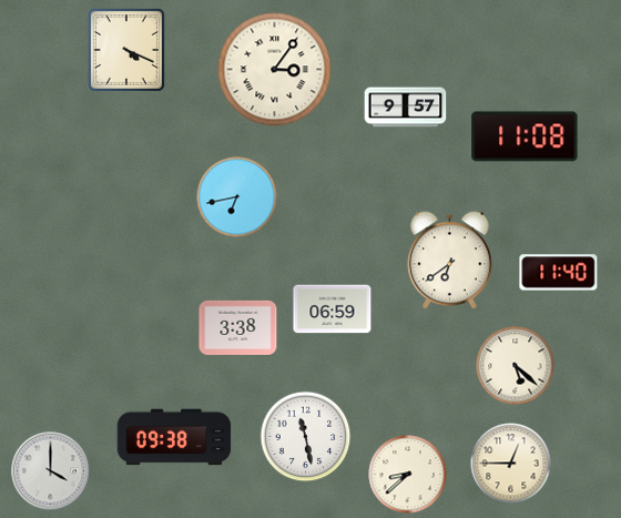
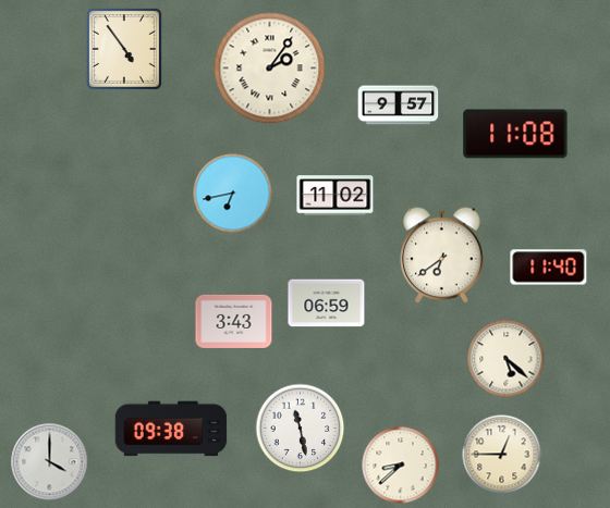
clock at (126, 50): 4:19 -> 4:54
clock at (275, 70): 3:06 -> 2:06
clock at (335, 196): none -> 11:02
clock at (238, 327): 3:38 -> 3:43
